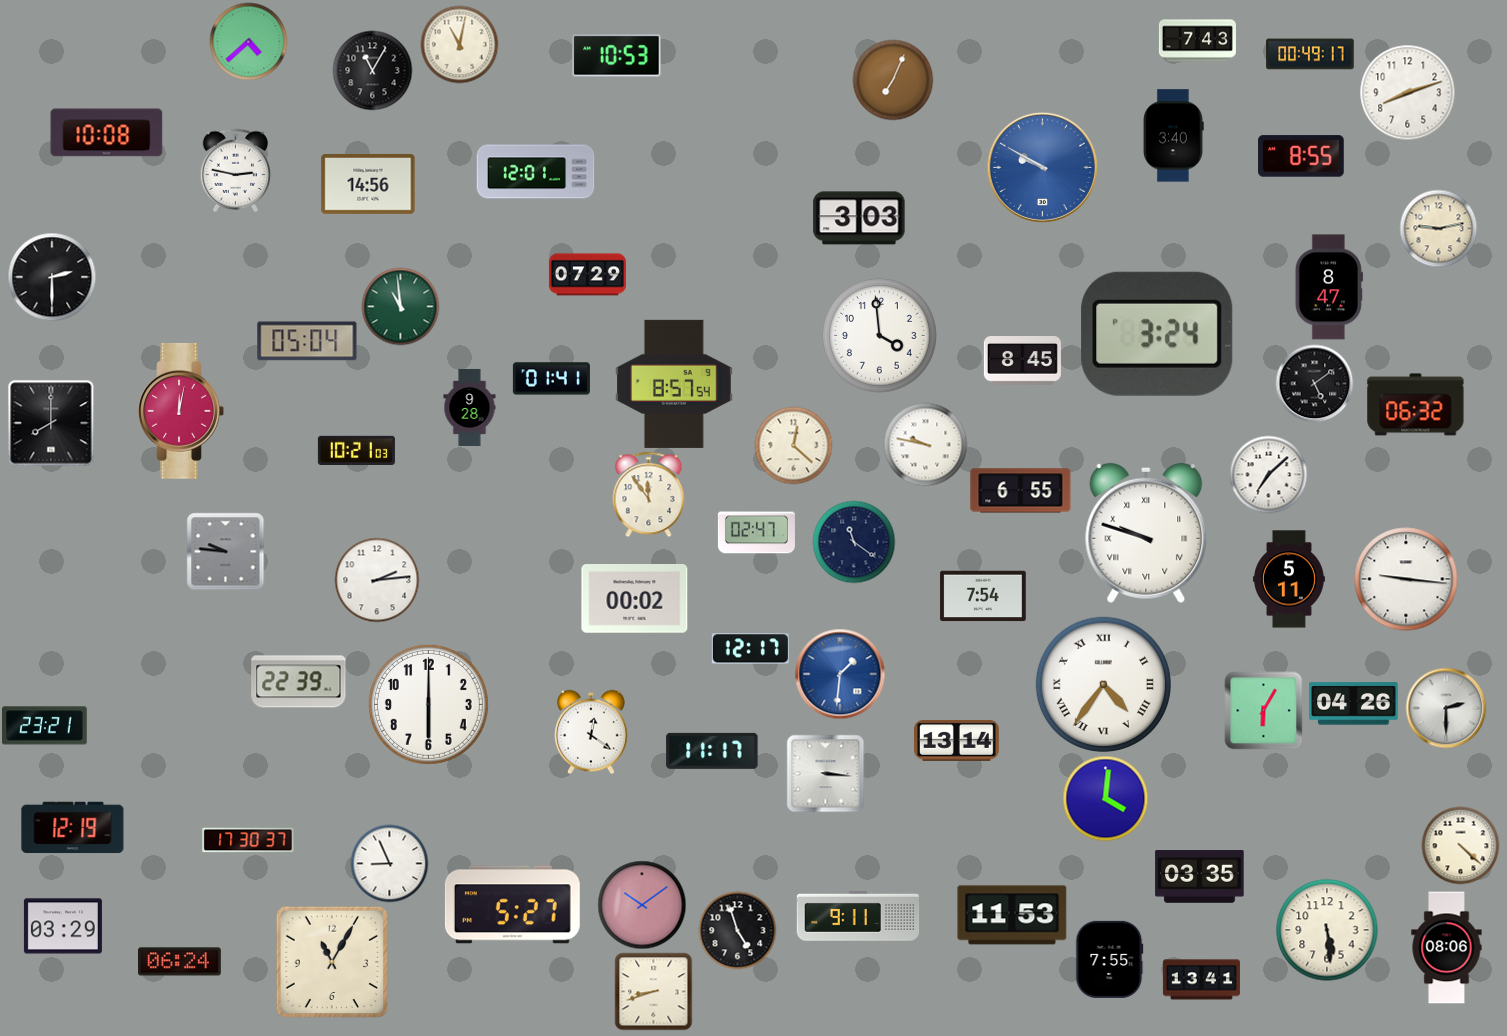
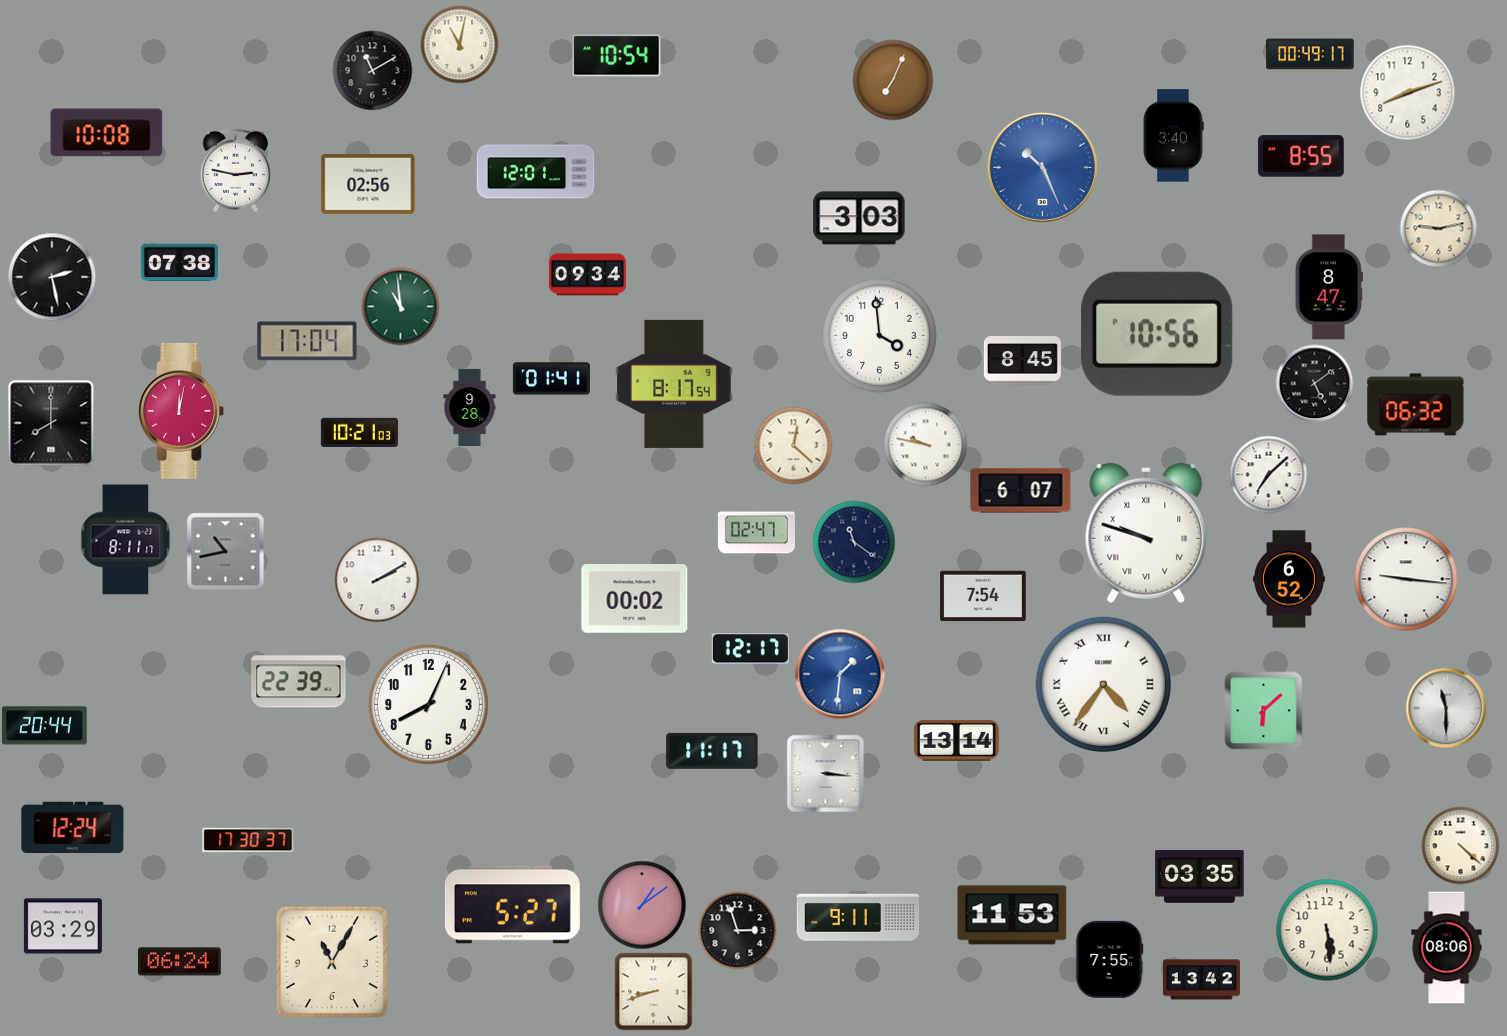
clock at (248, 41): 4:38 -> none
clock at (1197, 41): 7:43 -> none
clock at (617, 56): 10:53 -> 10:54
clock at (372, 70): 11:05 -> 11:10
clock at (1042, 167): 9:50 -> 10:26
clock at (368, 184): 14:56 -> 02:56
clock at (179, 263): none -> 07:38
clock at (587, 275): 07:29 -> 09:34
clock at (52, 277): 2:30 -> 2:28
clock at (1157, 334): 3:24 -> 10:56
clock at (307, 341): 05:04 -> 17:04
clock at (675, 384): 8:57 -> 8:17
clock at (356, 450) position: (356, 450) -> (359, 432)
clock at (1021, 491): 6:55 -> 6:07
clock at (649, 494): 11:54 -> none
clock at (126, 540): none -> 8:11
clock at (225, 551): 9:46 -> 10:43
clock at (1289, 579): 5:11 -> 6:52
clock at (377, 580): 2:14 -> 2:10
clock at (428, 704): 6:00 -> 8:04
clock at (1354, 704): 04:26 -> none
clock at (1446, 708): 2:30 -> 11:30
clock at (1263, 710): 6:05 -> 6:08
clock at (45, 726): 23:21 -> 20:44
clock at (592, 732): 12:21 -> none
clock at (1105, 798): 4:01 -> none
clock at (73, 828): 12:19 -> 12:24
clock at (389, 863): 8:56 -> none
clock at (642, 905): 10:09 -> 1:09
clock at (737, 930): 4:57 -> 2:57
clock at (1201, 980): 13:41 -> 13:42
